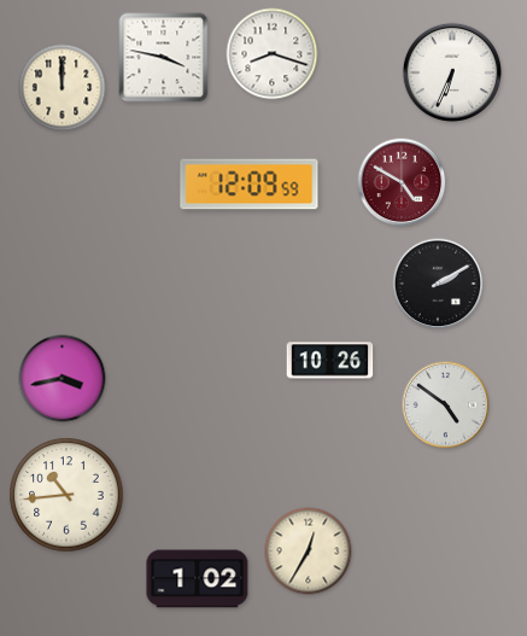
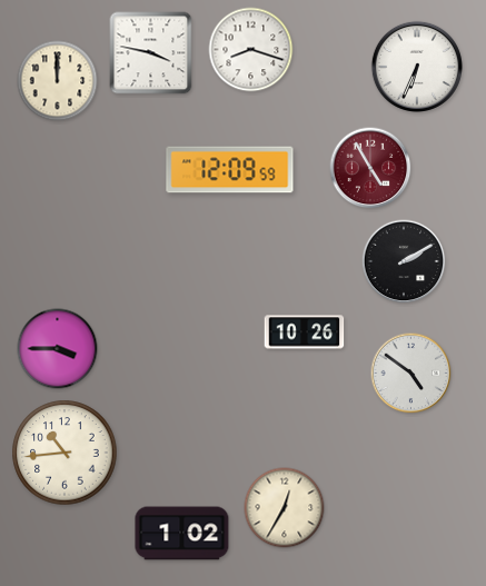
clock at (402, 182): 4:50 -> 4:55
clock at (63, 379): 3:43 -> 3:45
clock at (66, 495) position: (66, 495) -> (65, 453)
